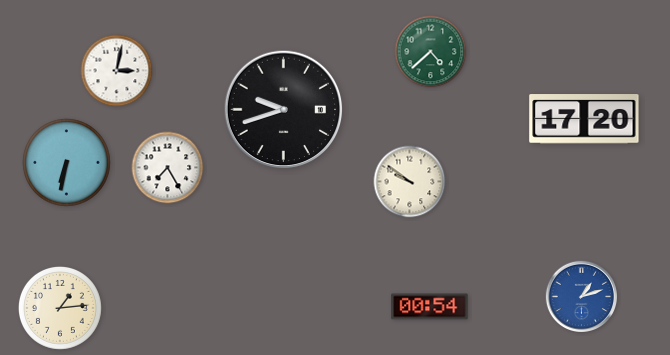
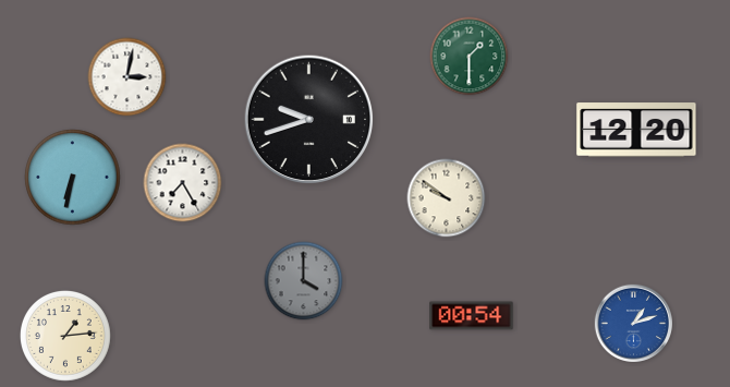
clock at (431, 52): 4:38 -> 1:30
clock at (584, 119): 17:20 -> 12:20
clock at (304, 281): none -> 4:00
clock at (430, 307) position: (430, 307) -> (472, 316)
